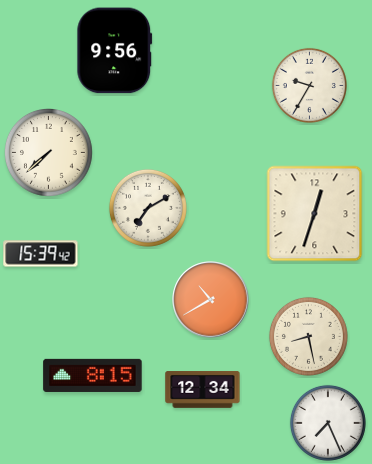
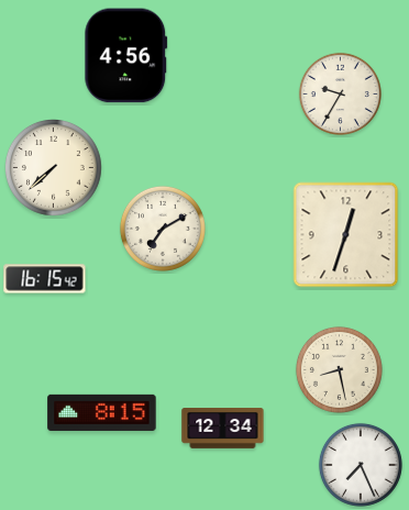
clock at (115, 51): 9:56 -> 4:56
clock at (41, 254): 15:39 -> 16:15
clock at (211, 300): 10:40 -> none
